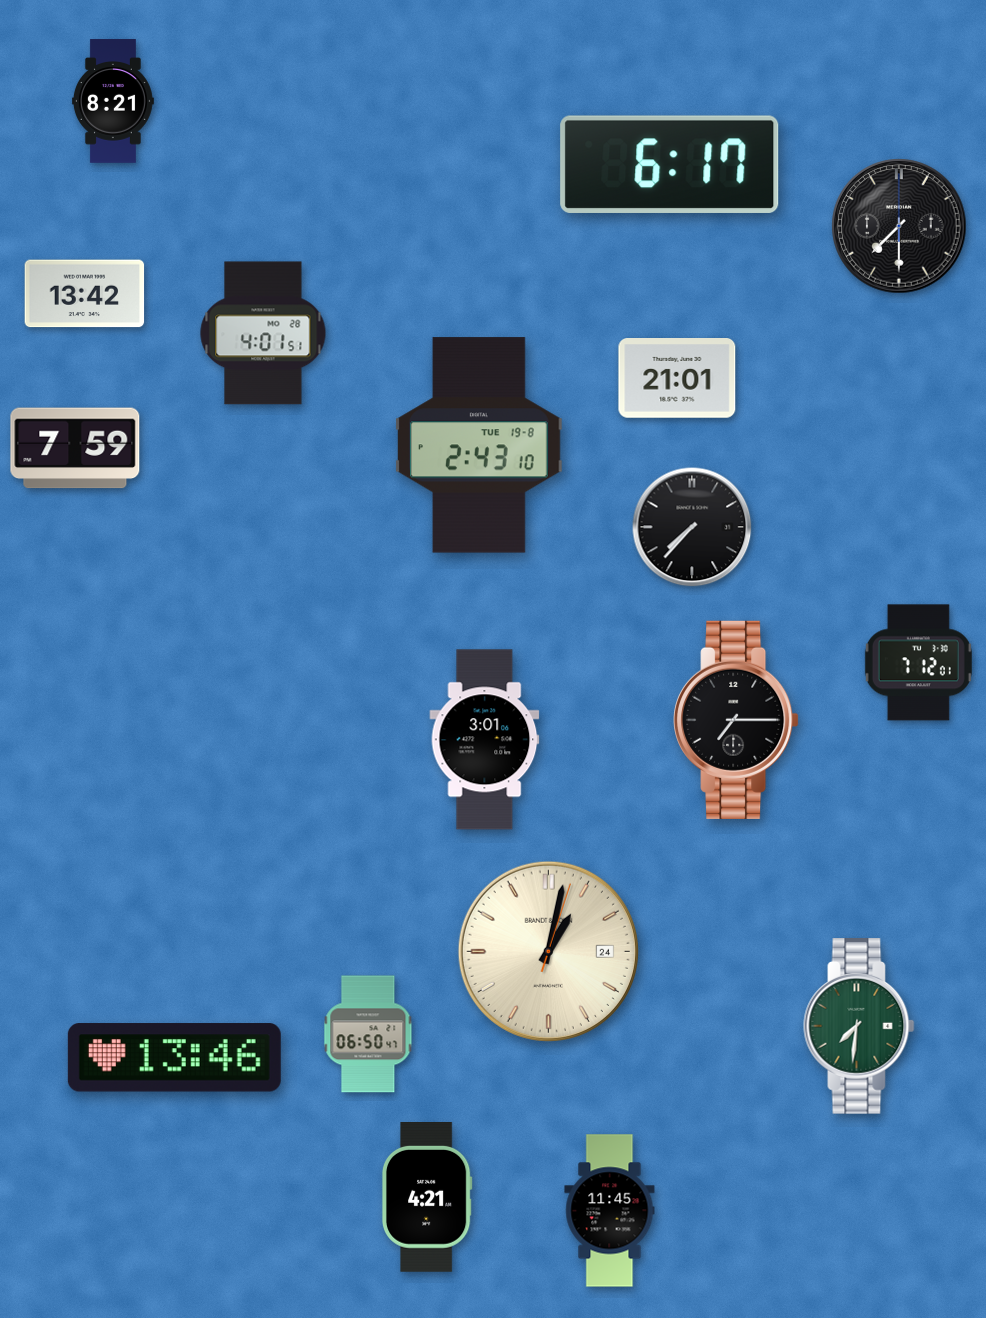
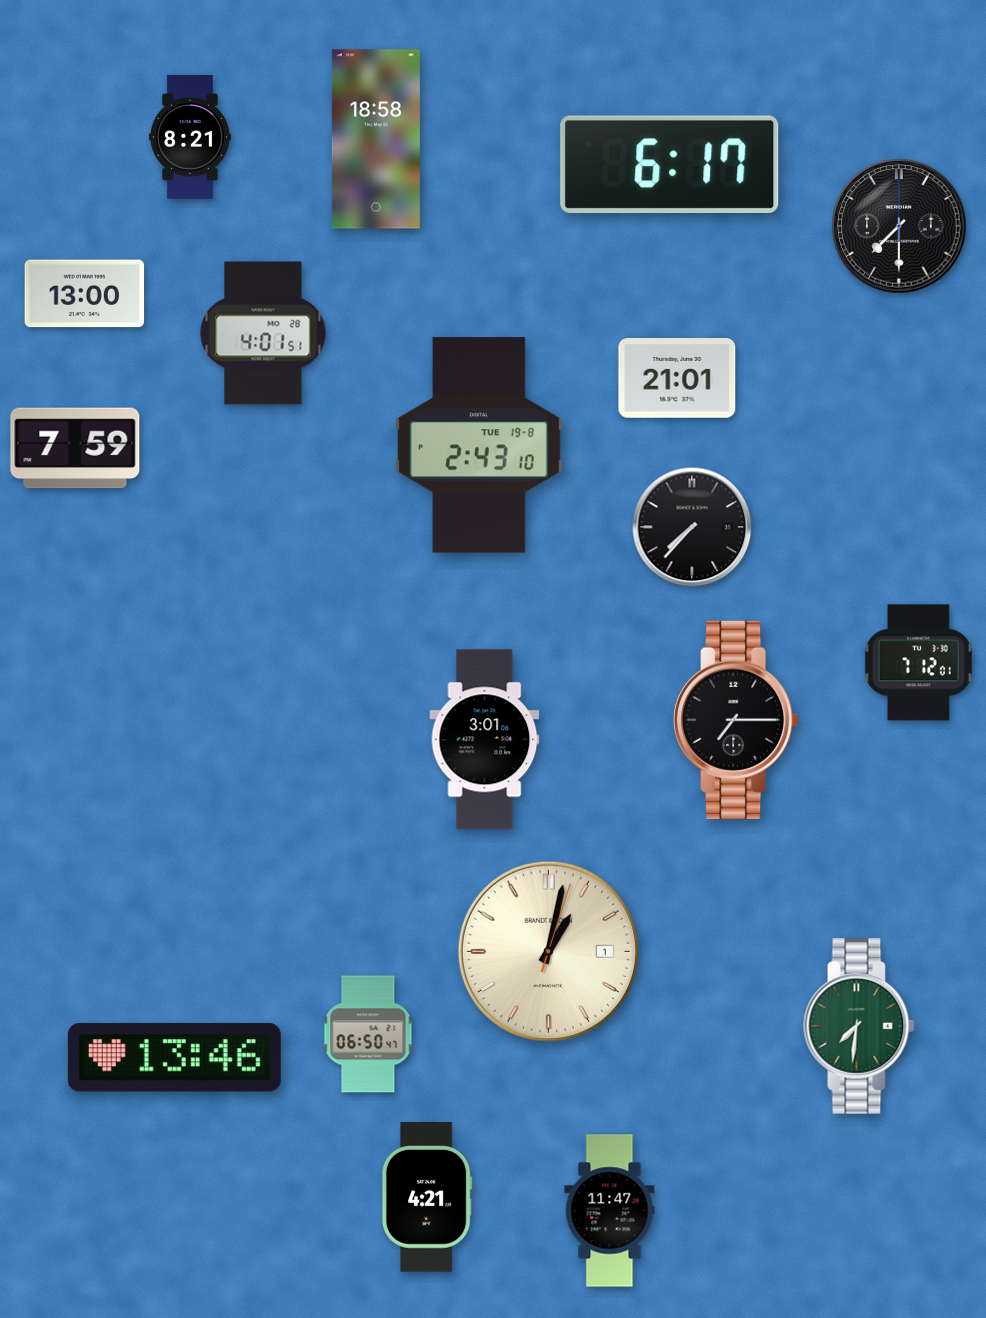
clock at (113, 101) position: (113, 101) -> (190, 137)
clock at (376, 139): none -> 18:58
clock at (85, 294): 13:42 -> 13:00
clock at (548, 951) date: 24 -> 1
clock at (610, 1211): 11:45 -> 11:47
